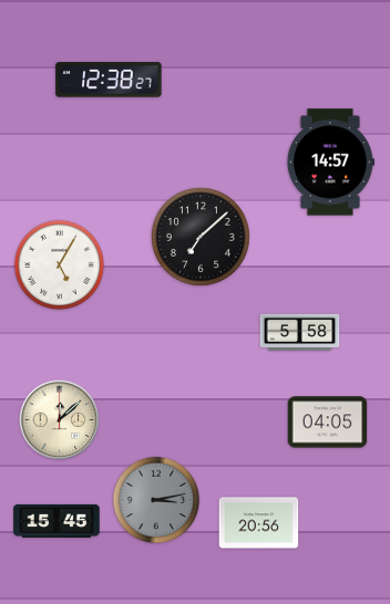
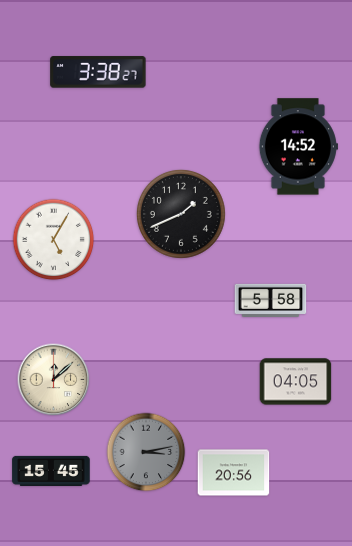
clock at (109, 80): 12:38 -> 3:38
clock at (330, 163): 14:57 -> 14:52
clock at (201, 237): 7:08 -> 1:41
clock at (156, 500) position: (156, 500) -> (146, 452)
